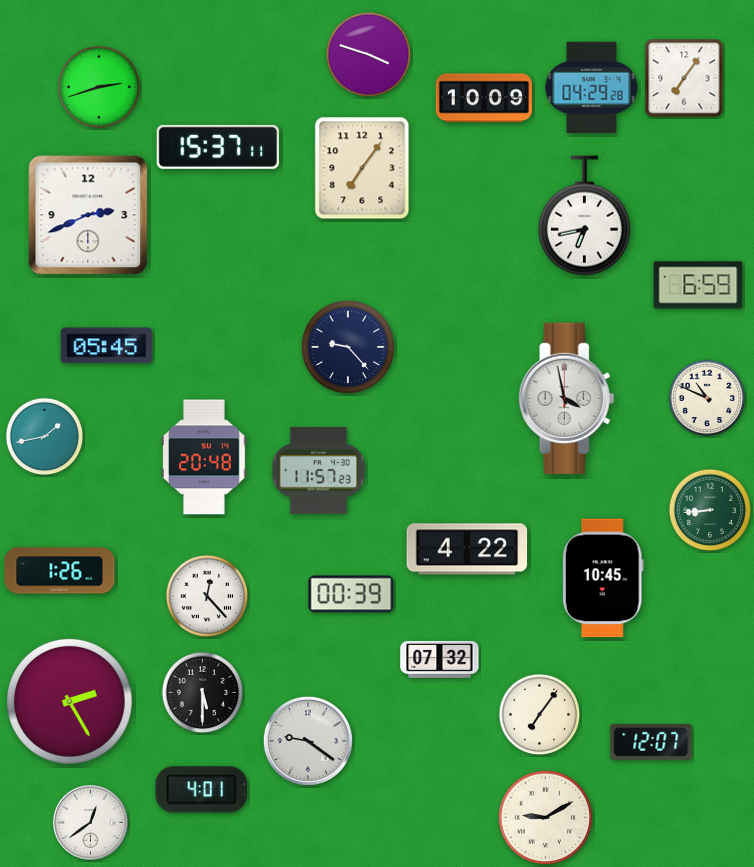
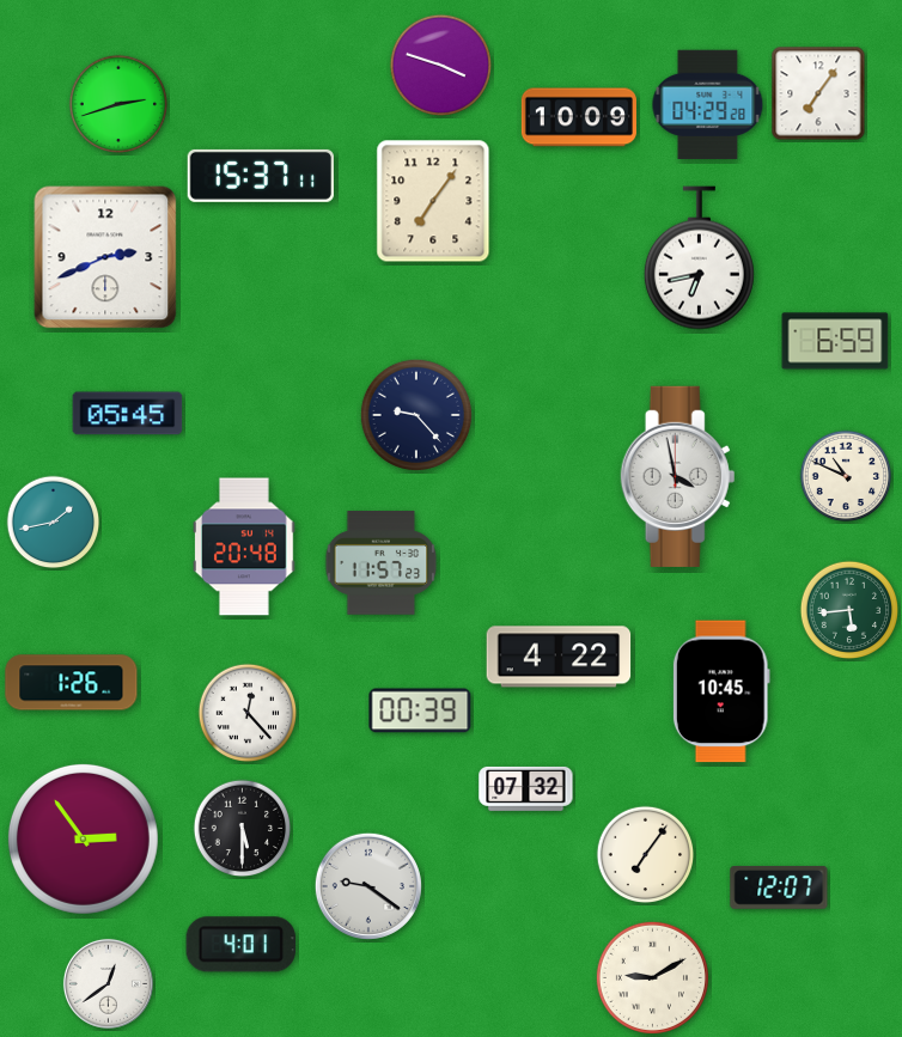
clock at (710, 510): 8:44 -> 5:44
clock at (69, 701): 2:25 -> 2:54
